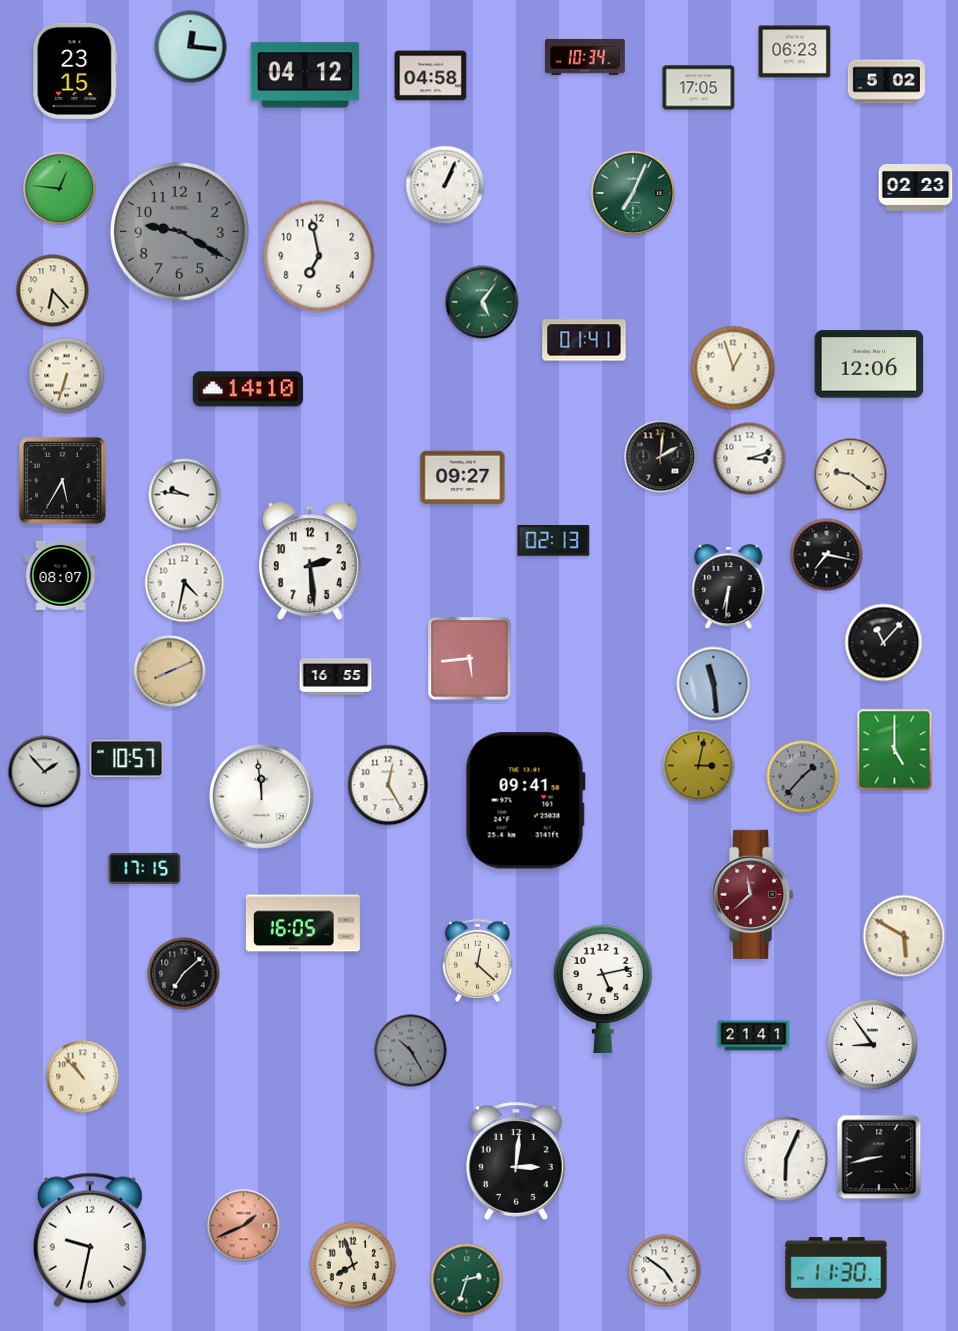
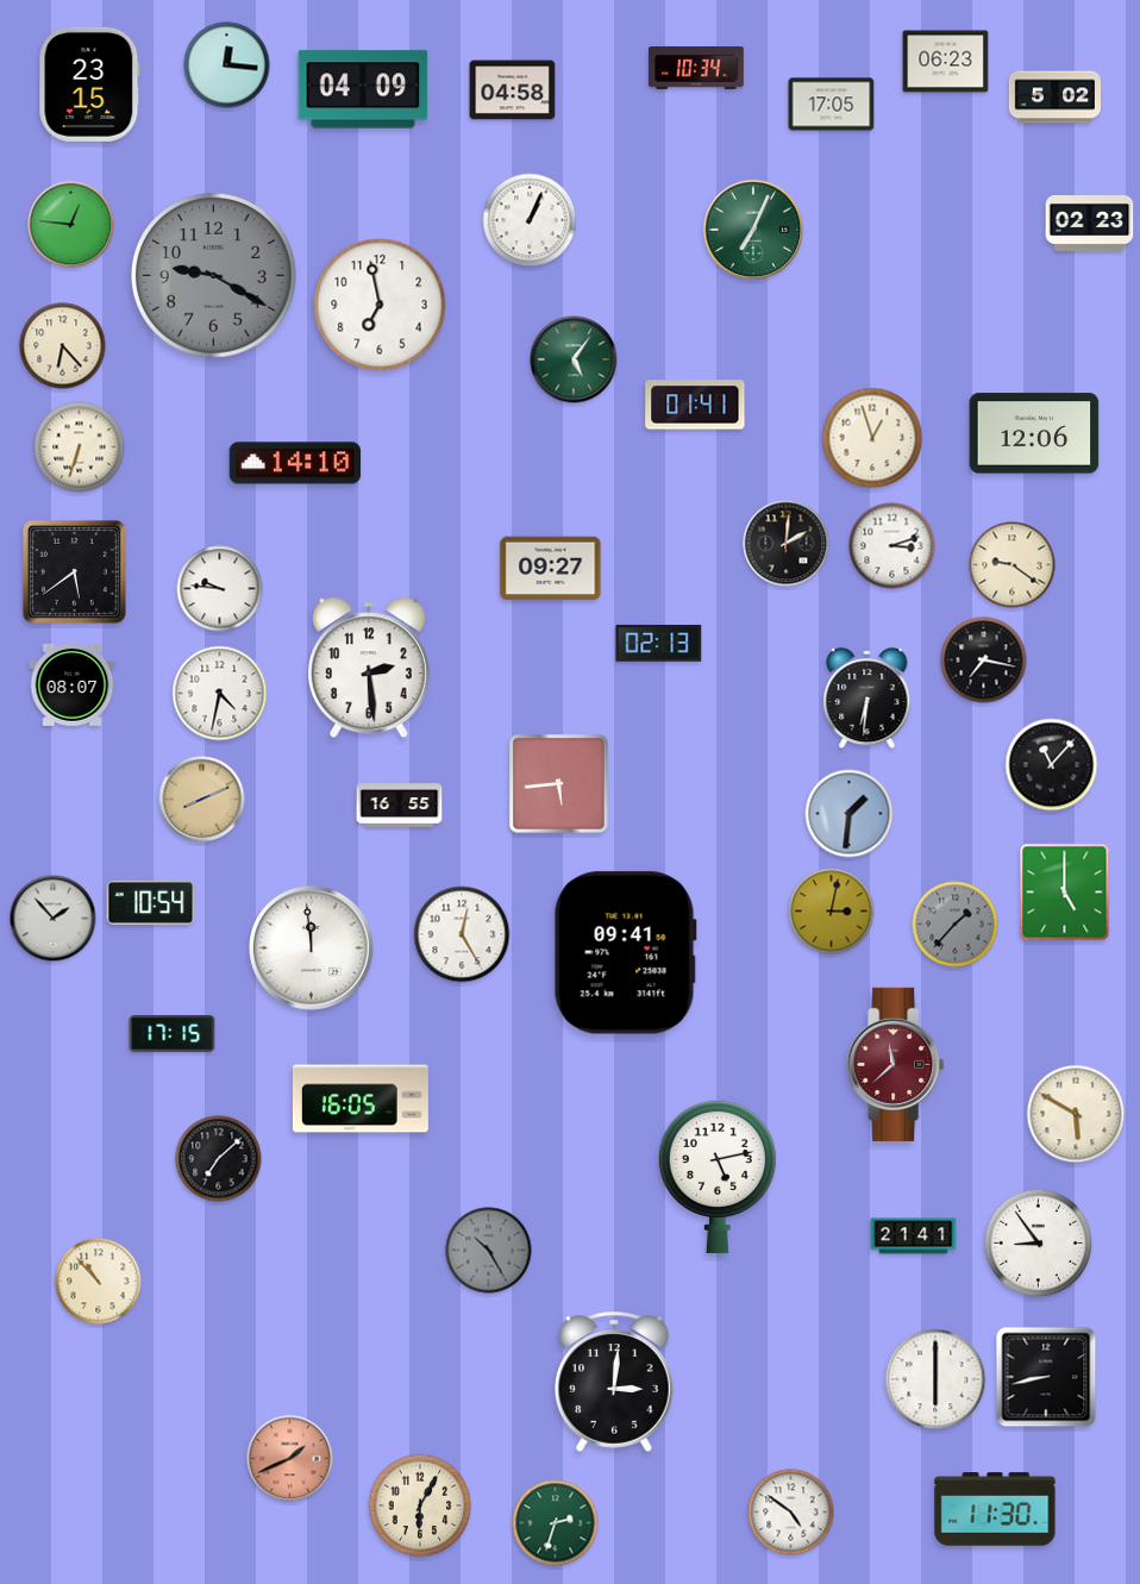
clock at (191, 47) position: (191, 47) -> (227, 65)
clock at (305, 75): 04:12 -> 04:09
clock at (62, 480): 5:35 -> 5:39
clock at (714, 684): 11:29 -> 1:31
clock at (127, 758): 10:57 -> 10:54
clock at (477, 960): 12:22 -> none
clock at (754, 1036) position: (754, 1036) -> (914, 1236)
clock at (786, 1159): 6:04 -> 6:00
clock at (90, 1240): 9:32 -> none
clock at (353, 1265): 7:57 -> 6:05
